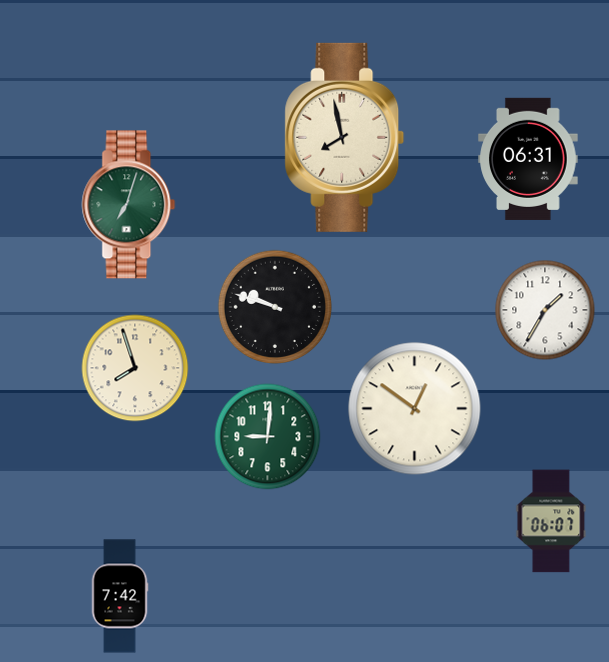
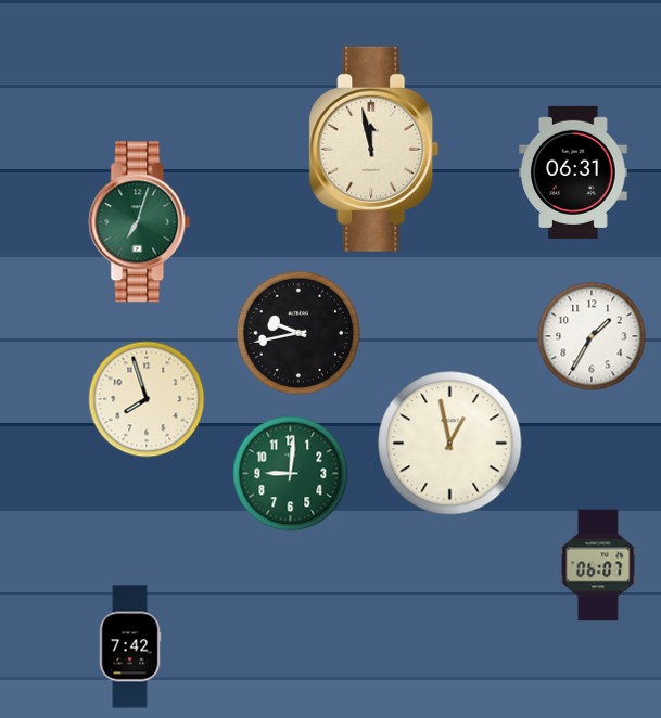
clock at (345, 137): 7:58 -> 11:58
clock at (275, 307): 9:48 -> 9:43
clock at (415, 409): 12:51 -> 12:58
